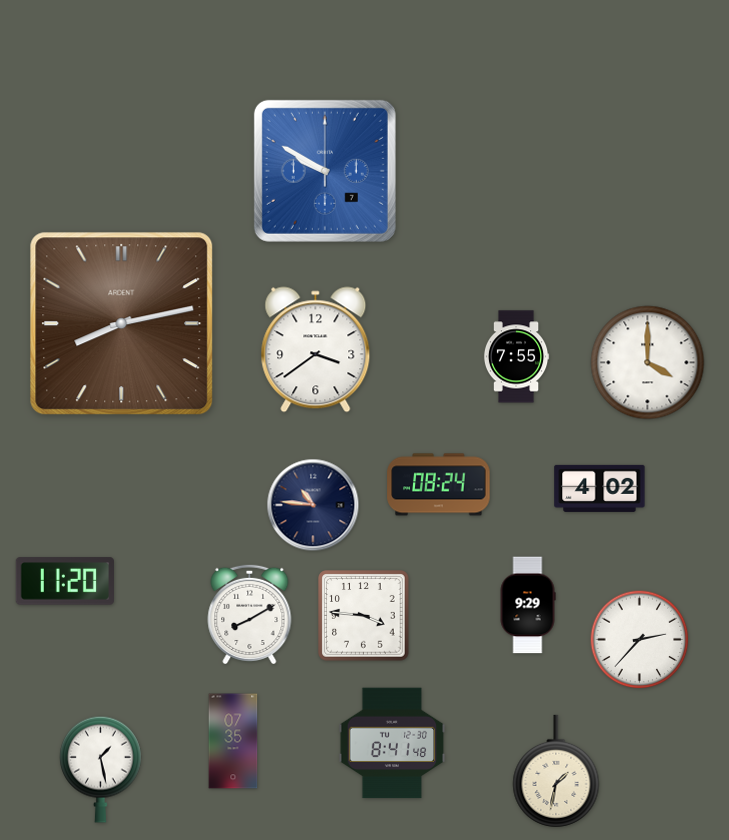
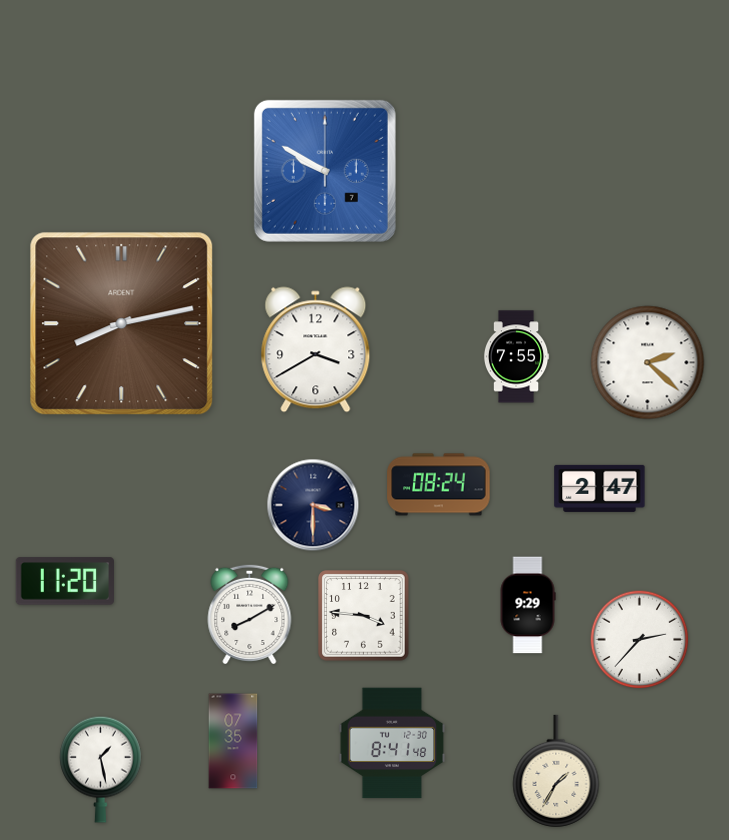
clock at (316, 350): 3:39 -> 3:40
clock at (648, 363): 4:00 -> 2:22
clock at (600, 488): 4:02 -> 2:47
clock at (313, 505): 10:46 -> 3:30
clock at (556, 771): 1:32 -> 1:35
